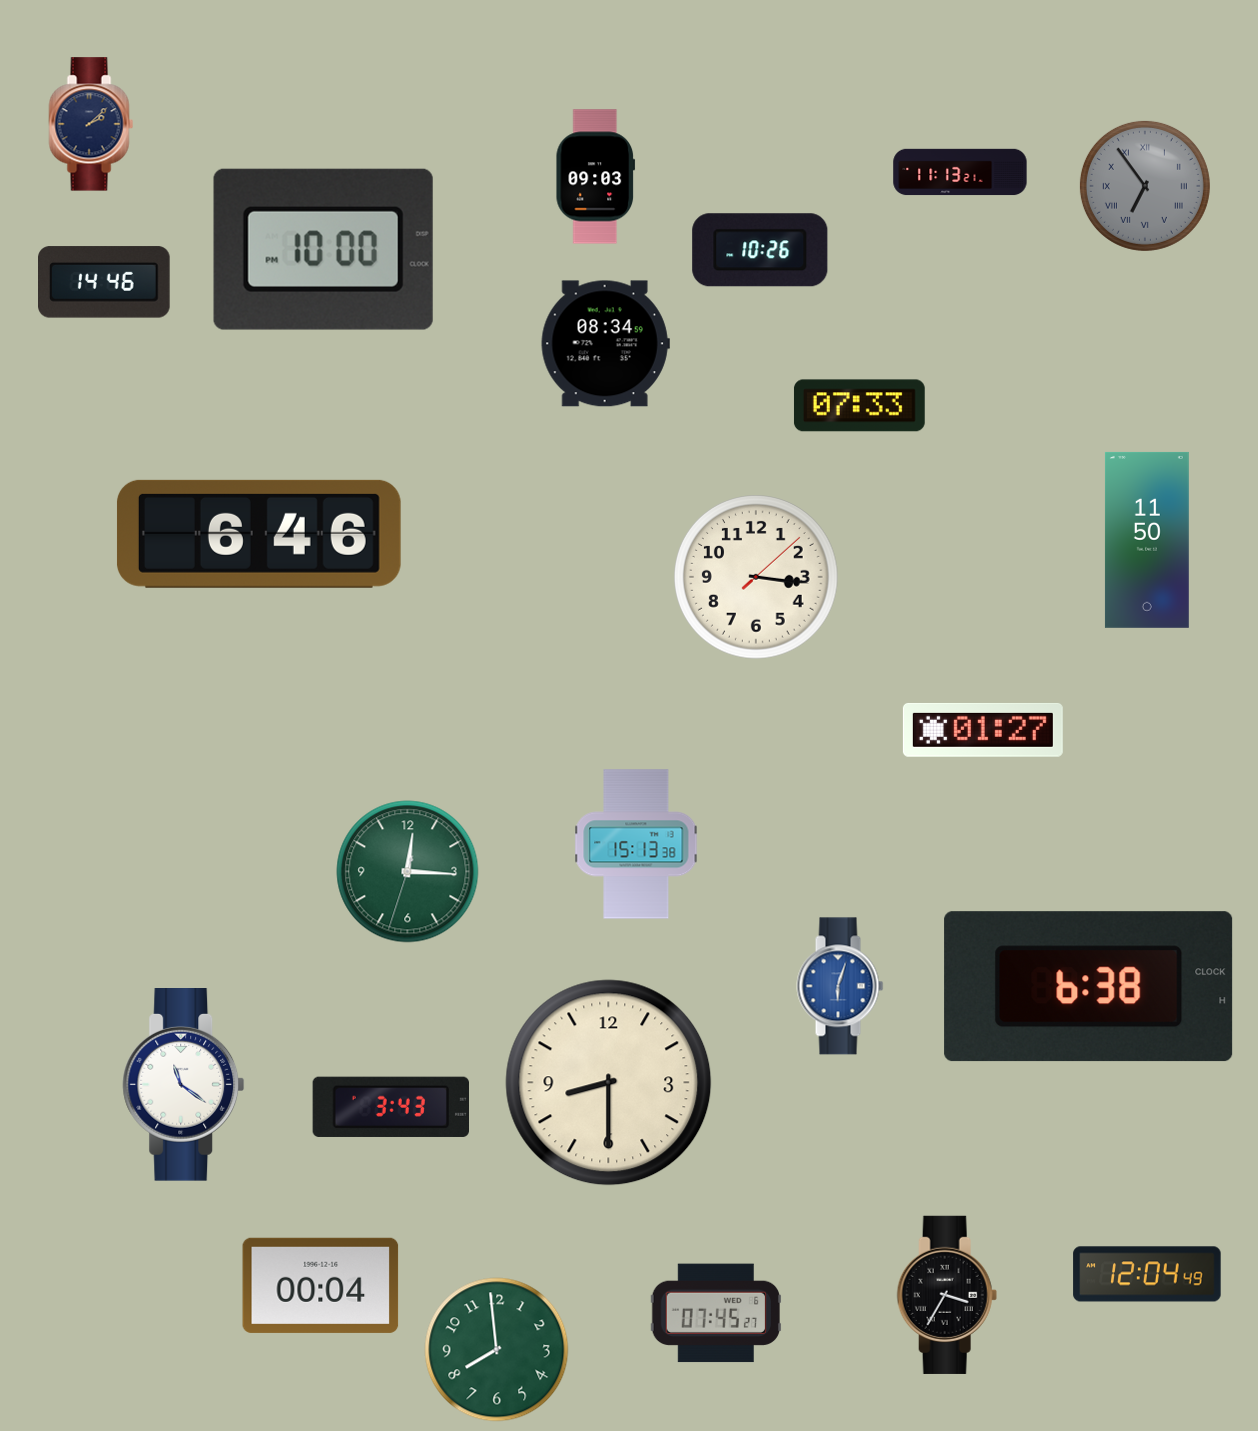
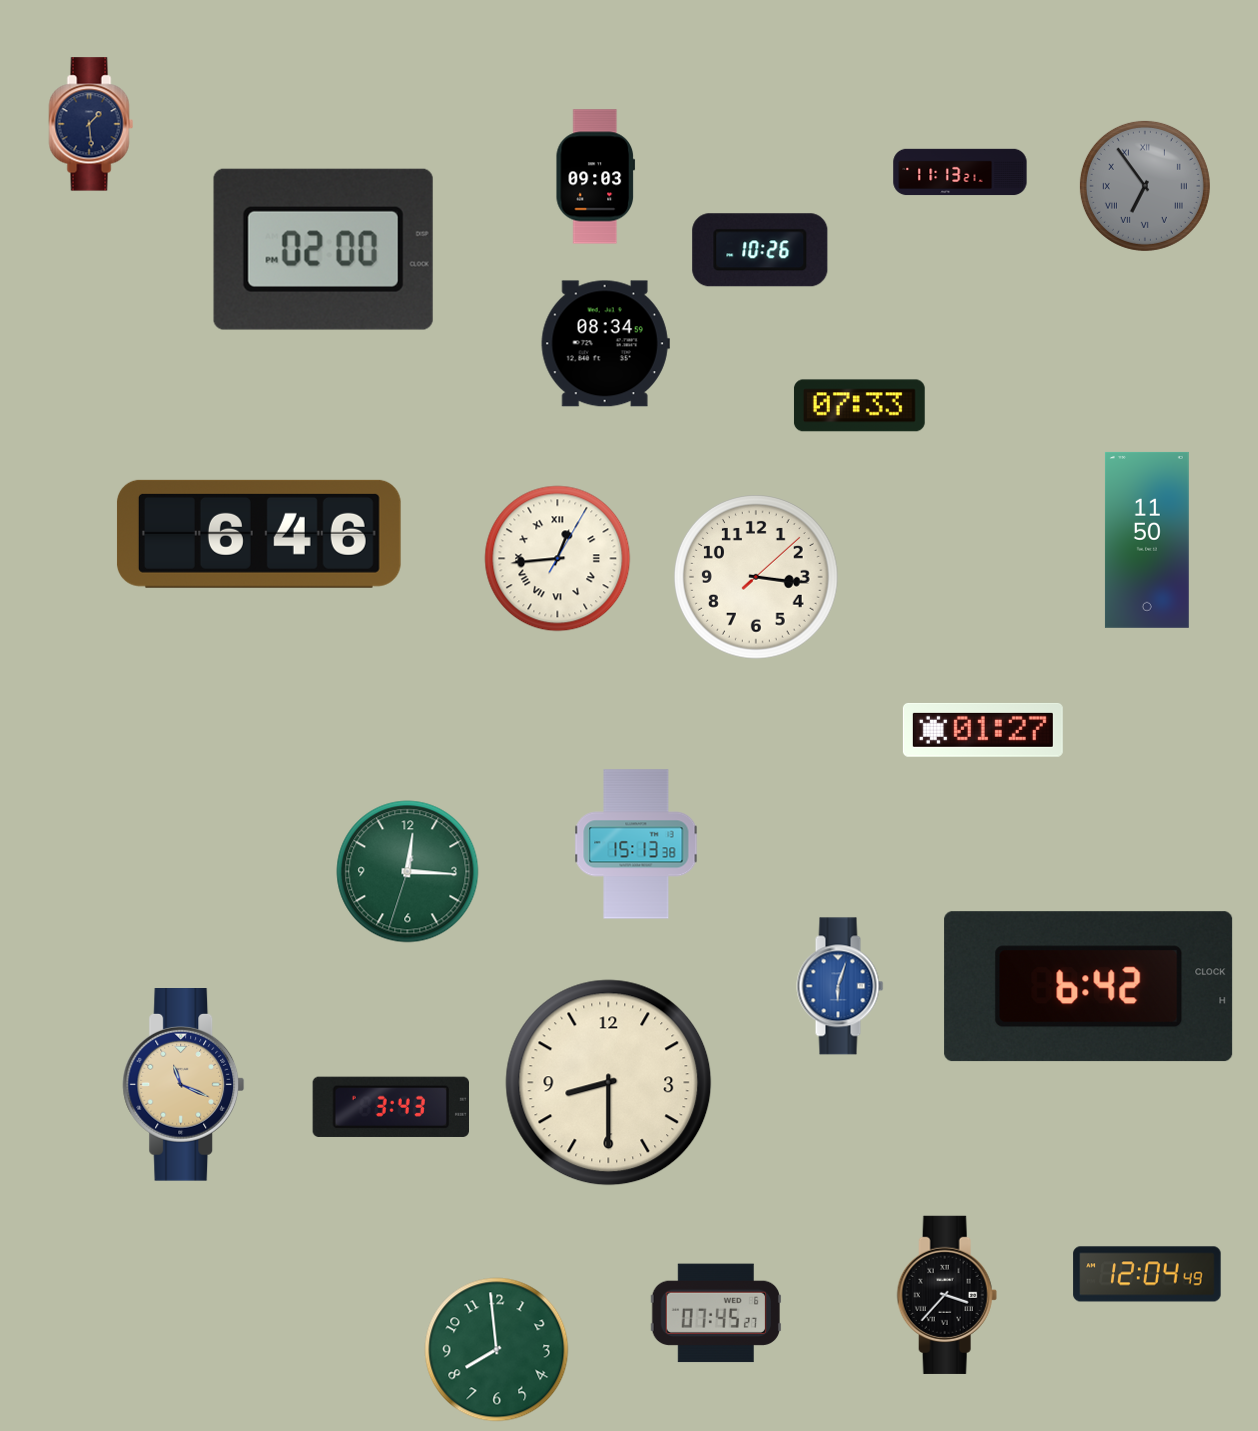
clock at (91, 124): 2:08 -> 1:29
clock at (323, 249): 10:00 -> 02:00
clock at (105, 282): 14:46 -> none
clock at (558, 559): none -> 12:44
clock at (1089, 987): 6:38 -> 6:42
clock at (184, 1085): 11:21 -> 11:19
clock at (184, 1085) dial: white -> champagne
clock at (321, 1285): 00:04 -> none
clock at (947, 1295): 3:35 -> 3:37
